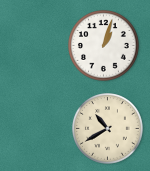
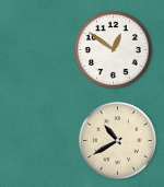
clock at (104, 46): 1:03 -> 12:51
